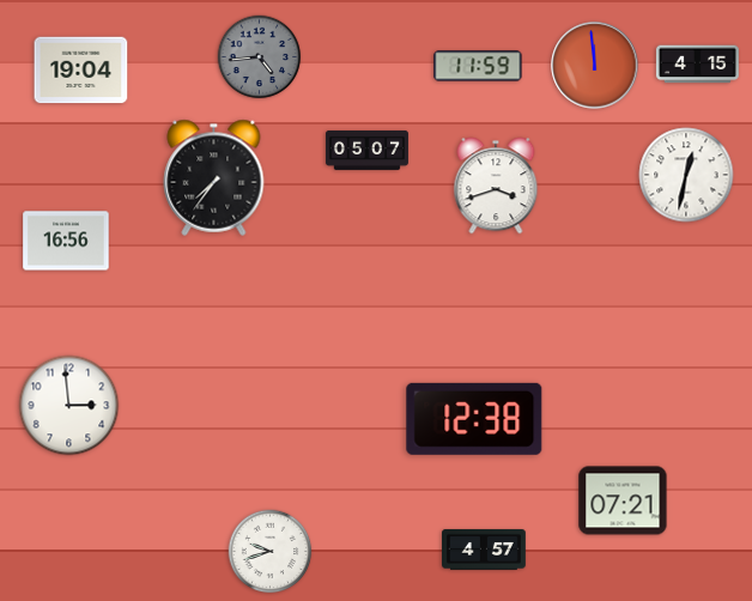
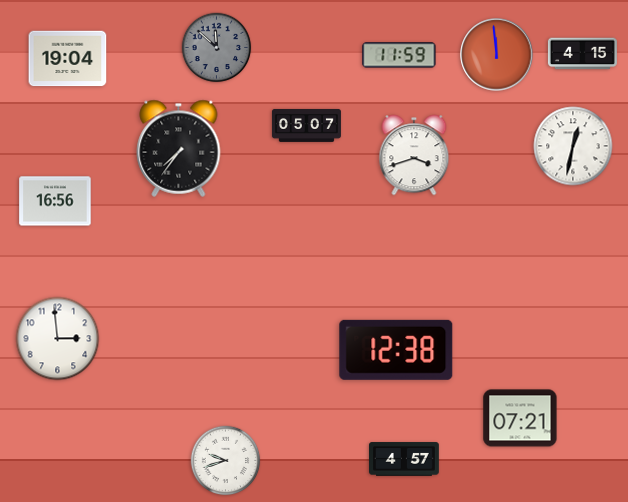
clock at (260, 57): 4:44 -> 11:52
